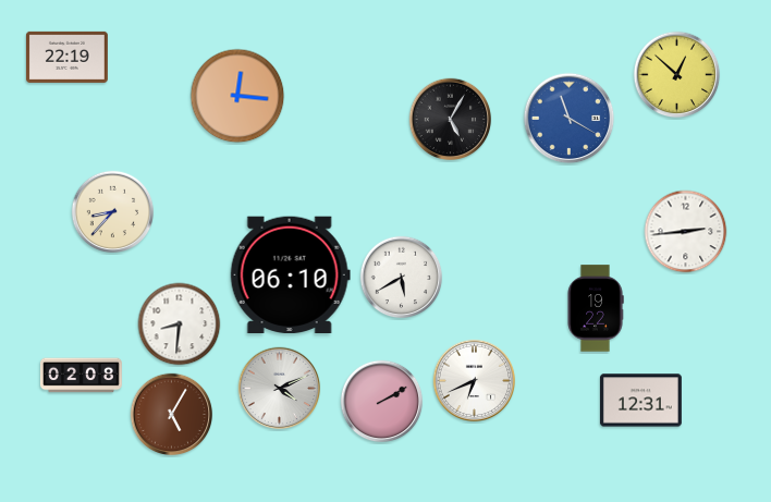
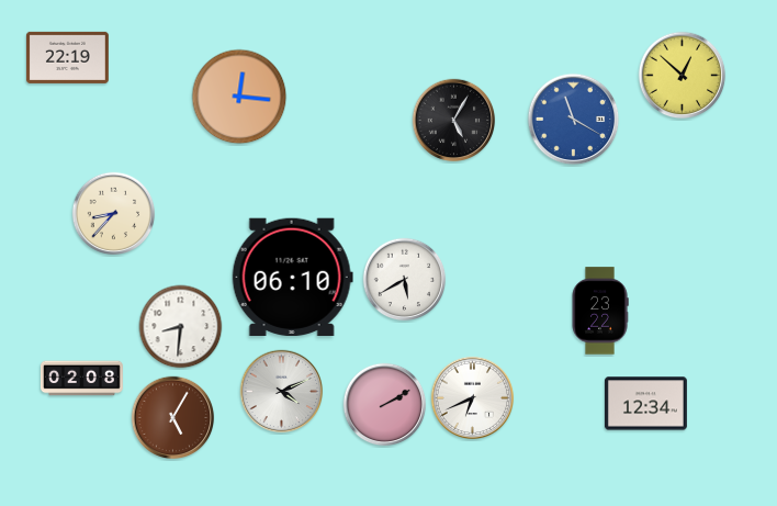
clock at (686, 232): 2:44 -> none
clock at (596, 308): 19:22 -> 23:22
clock at (475, 381) position: (475, 381) -> (473, 398)
clock at (640, 401): 12:31 -> 12:34
